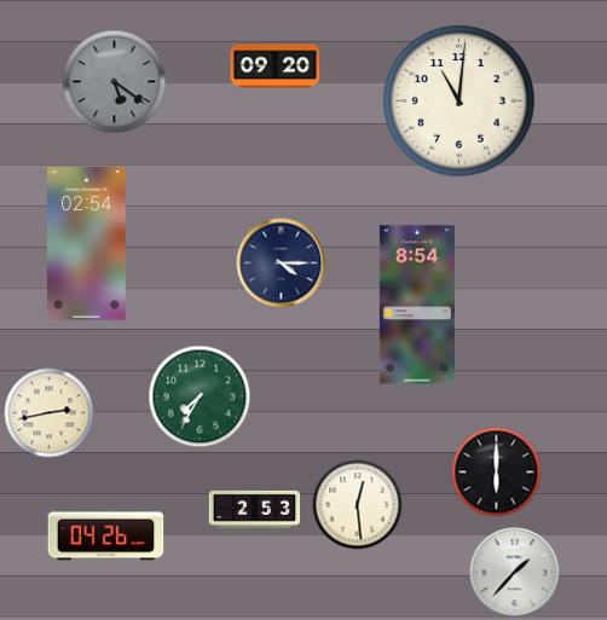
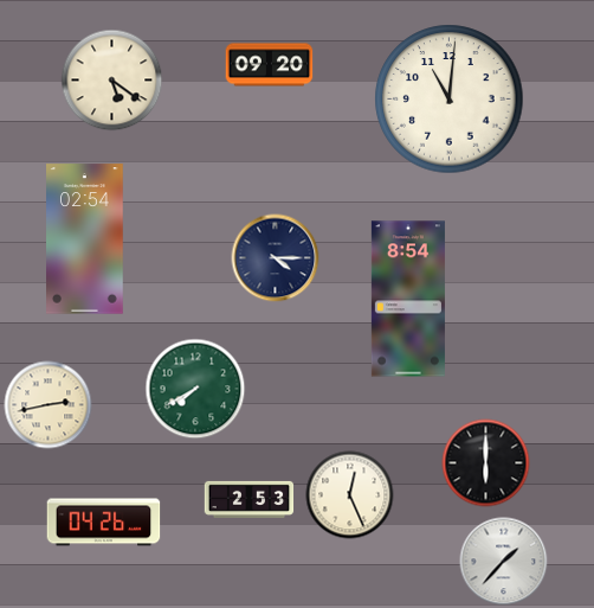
clock at (115, 82) dial: grey -> cream
clock at (200, 396): 7:35 -> 7:40
clock at (358, 505): 12:29 -> 12:26
clock at (106, 537) position: (106, 537) -> (104, 523)
